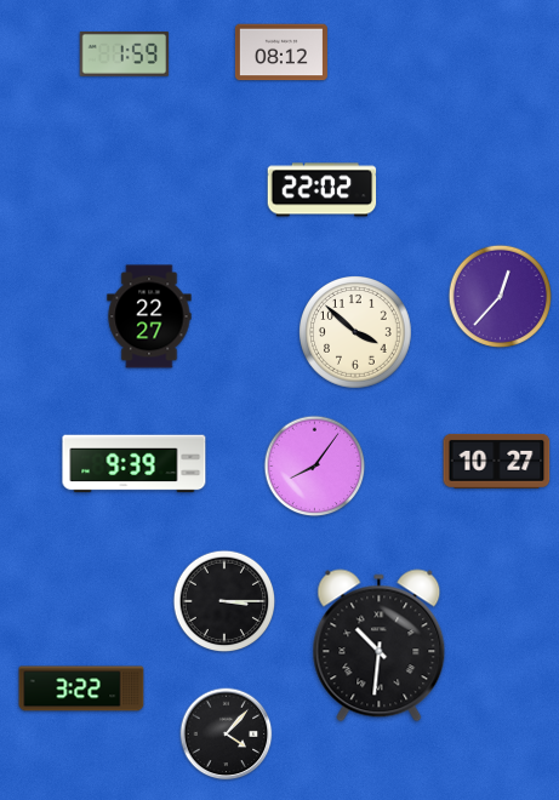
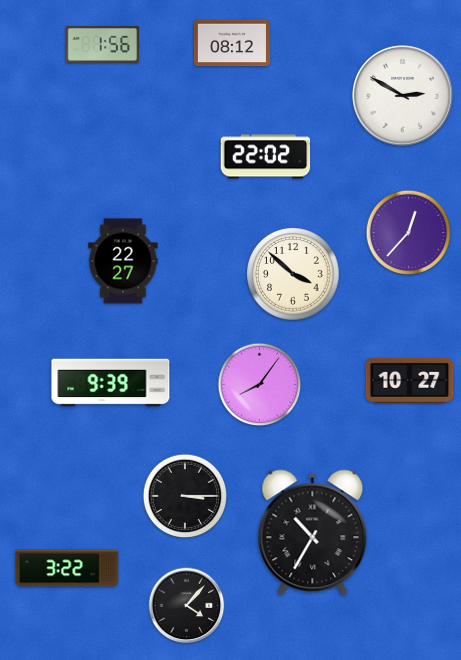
clock at (125, 53): 1:59 -> 1:56
clock at (403, 96): none -> 2:50
clock at (501, 297) position: (501, 297) -> (409, 233)
clock at (380, 646): 10:31 -> 10:35
